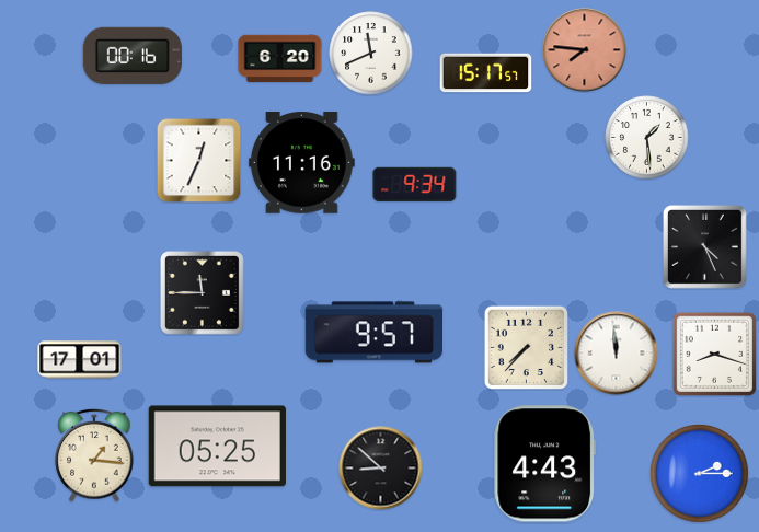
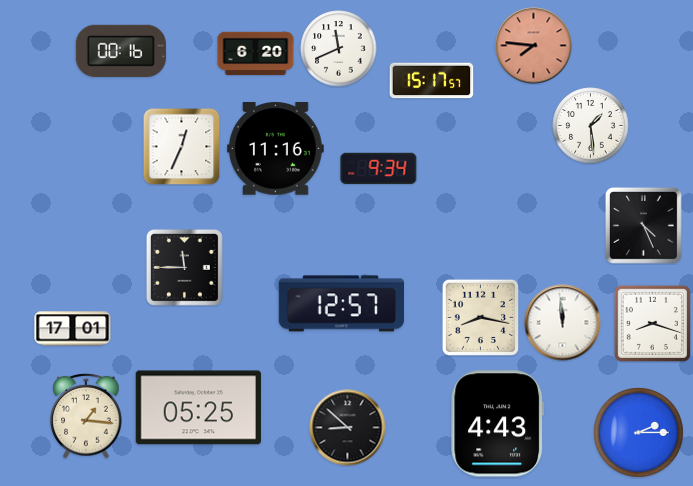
clock at (486, 73) position: (486, 73) -> (432, 81)
clock at (373, 333): 9:57 -> 12:57
clock at (526, 347): 7:37 -> 8:17
